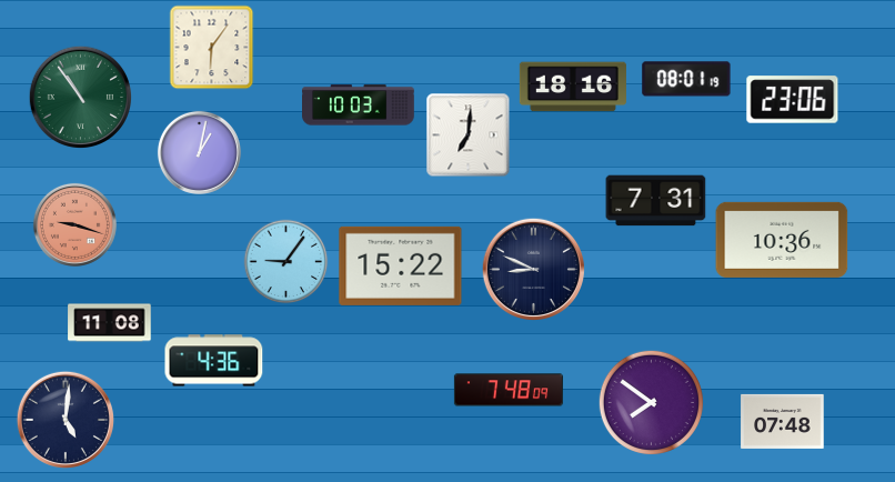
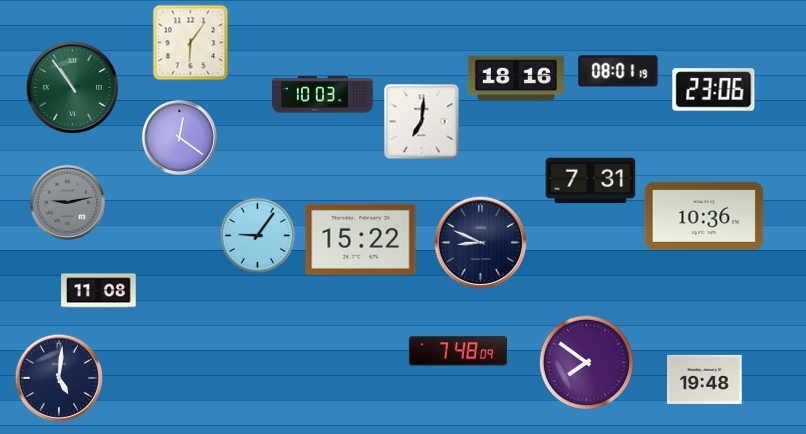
clock at (199, 152): 1:02 -> 12:21
clock at (74, 224): 9:18 -> 9:13
clock at (74, 224) dial: salmon -> grey
clock at (214, 361): 4:36 -> none
clock at (783, 421): 07:48 -> 19:48
